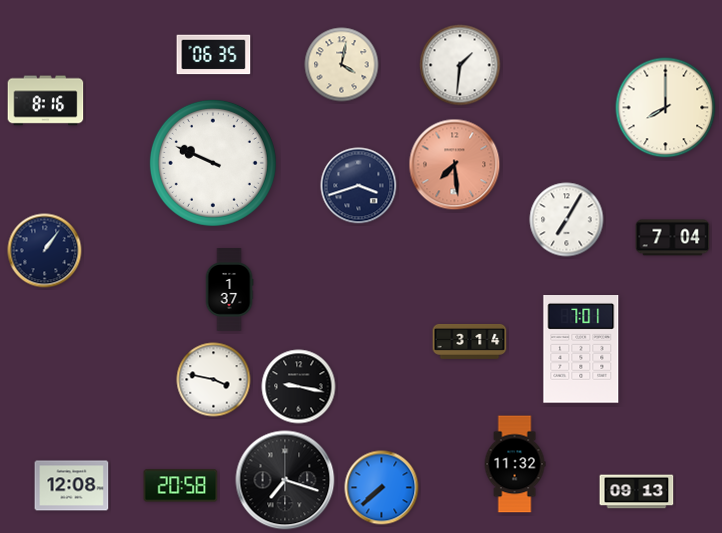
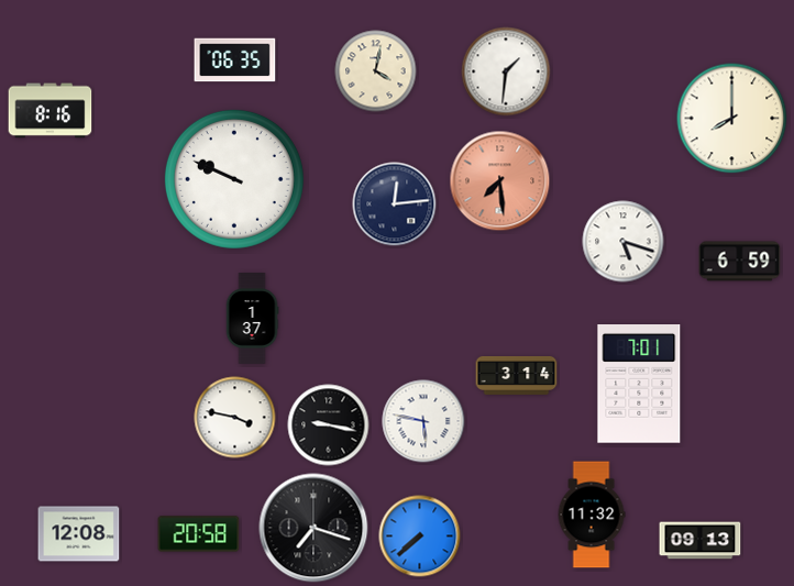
clock at (359, 186): 3:42 -> 12:14
clock at (567, 220): 7:05 -> 5:18
clock at (673, 238): 7:04 -> 6:59
clock at (45, 251): 1:06 -> none
clock at (423, 421): none -> 5:47
clock at (515, 464) position: (515, 464) -> (592, 515)
